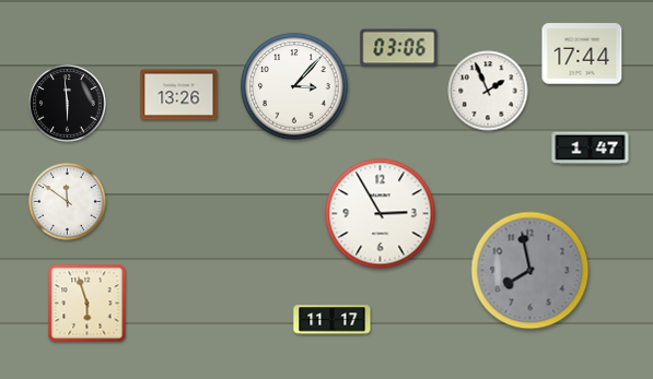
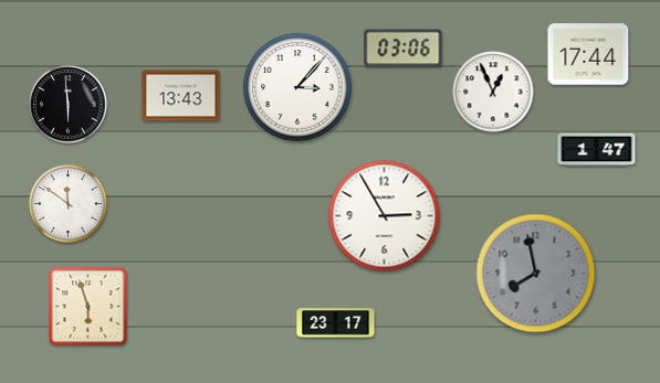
clock at (488, 91): 1:56 -> 12:56
clock at (179, 95): 13:26 -> 13:43
clock at (333, 320): 11:17 -> 23:17
